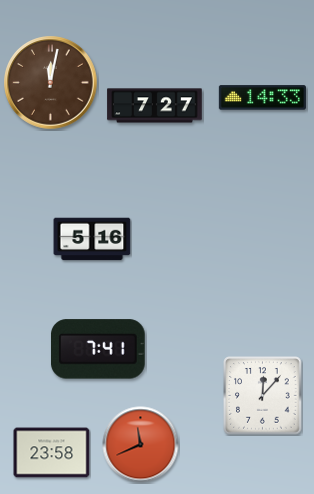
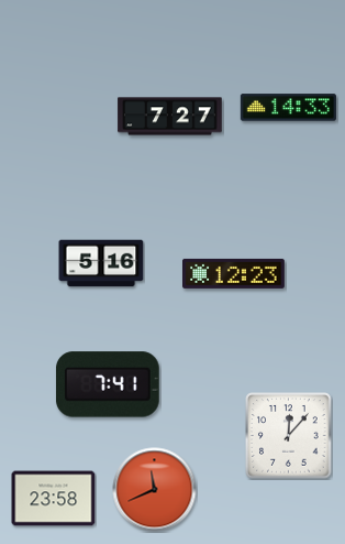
clock at (51, 83): 12:02 -> none
clock at (234, 273): none -> 12:23
clock at (52, 453) position: (52, 453) -> (54, 499)
